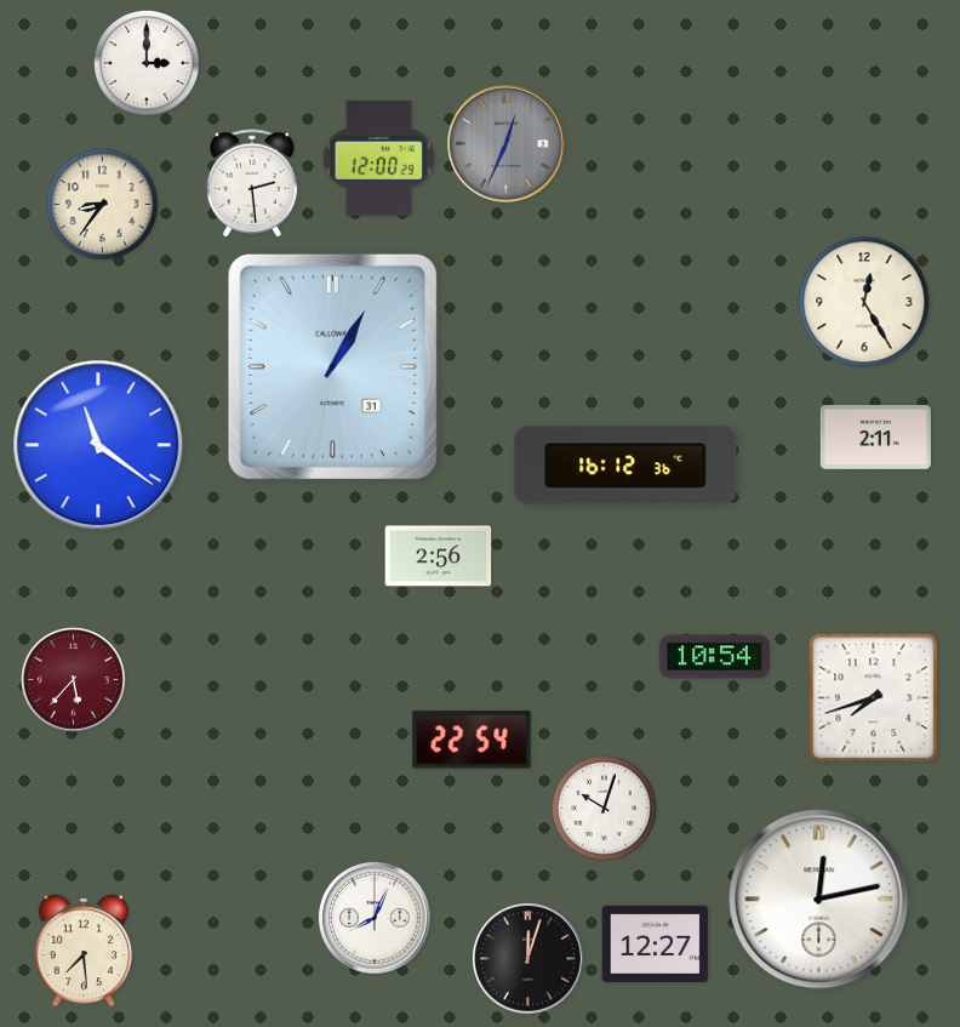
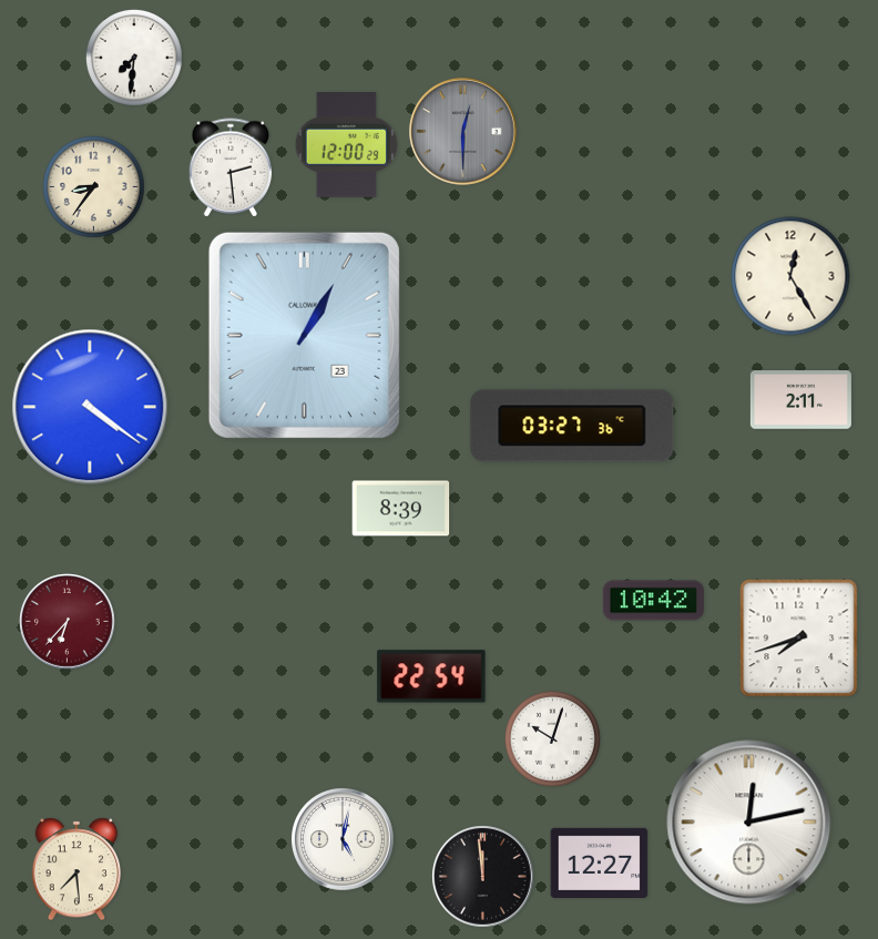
clock at (147, 63): 3:00 -> 7:31
clock at (507, 144): 12:34 -> 12:30
clock at (332, 366) date: 31 -> 23
clock at (98, 445): 11:21 -> 4:21
clock at (625, 466): 16:12 -> 03:27
clock at (439, 557): 2:56 -> 8:39
clock at (714, 657): 10:54 -> 10:42
clock at (73, 679): 5:37 -> 6:37
clock at (375, 918): 8:04 -> 5:02
clock at (528, 959): 12:03 -> 11:59
